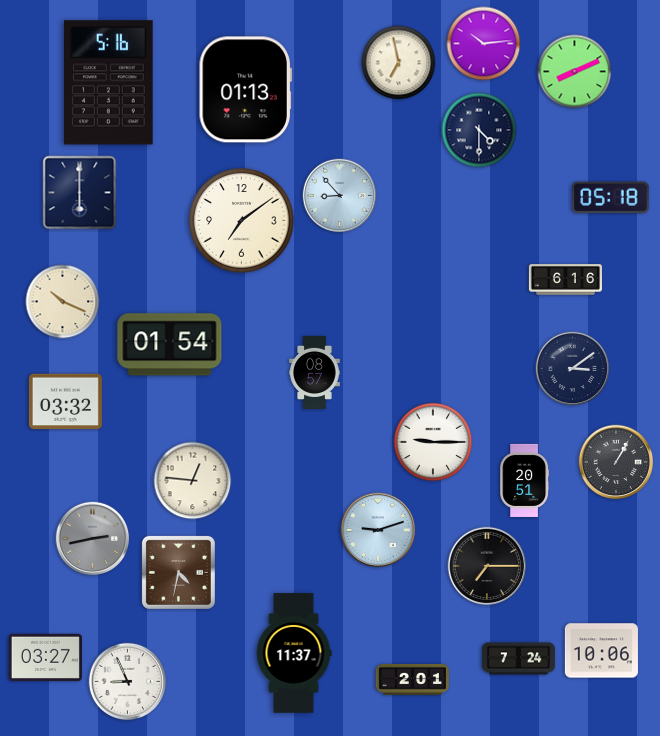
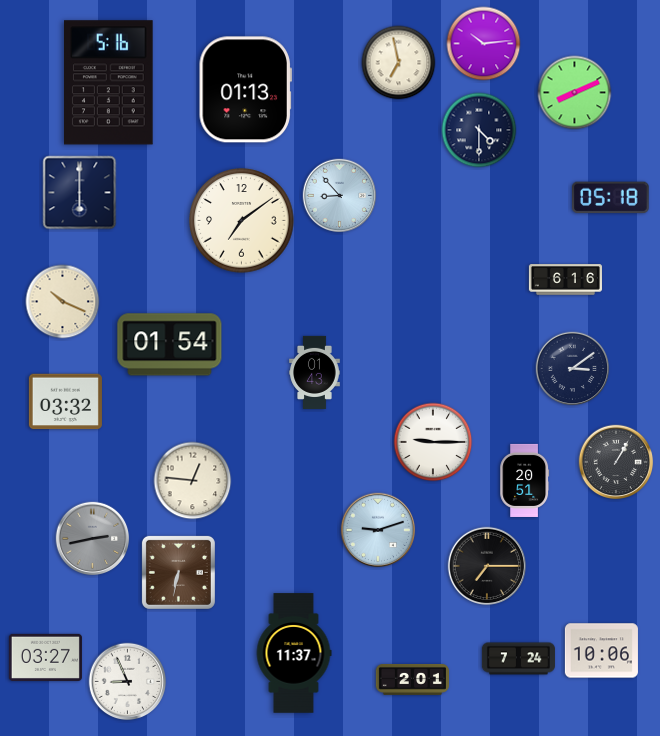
clock at (575, 72) position: (575, 72) -> (575, 93)
clock at (315, 372): 08:57 -> 01:43
clock at (178, 572): 4:32 -> 6:32
